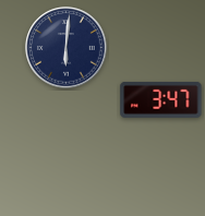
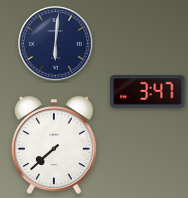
clock at (67, 48) position: (67, 48) -> (56, 44)
clock at (54, 145): none -> 7:38
